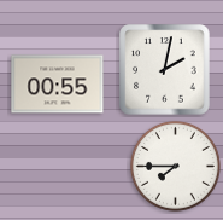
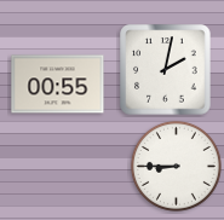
clock at (175, 166): 7:45 -> 8:45
